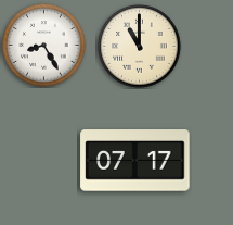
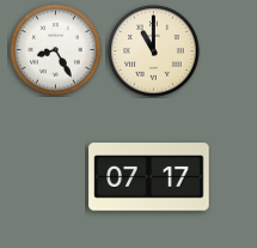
clock at (44, 46) position: (44, 46) -> (56, 50)
